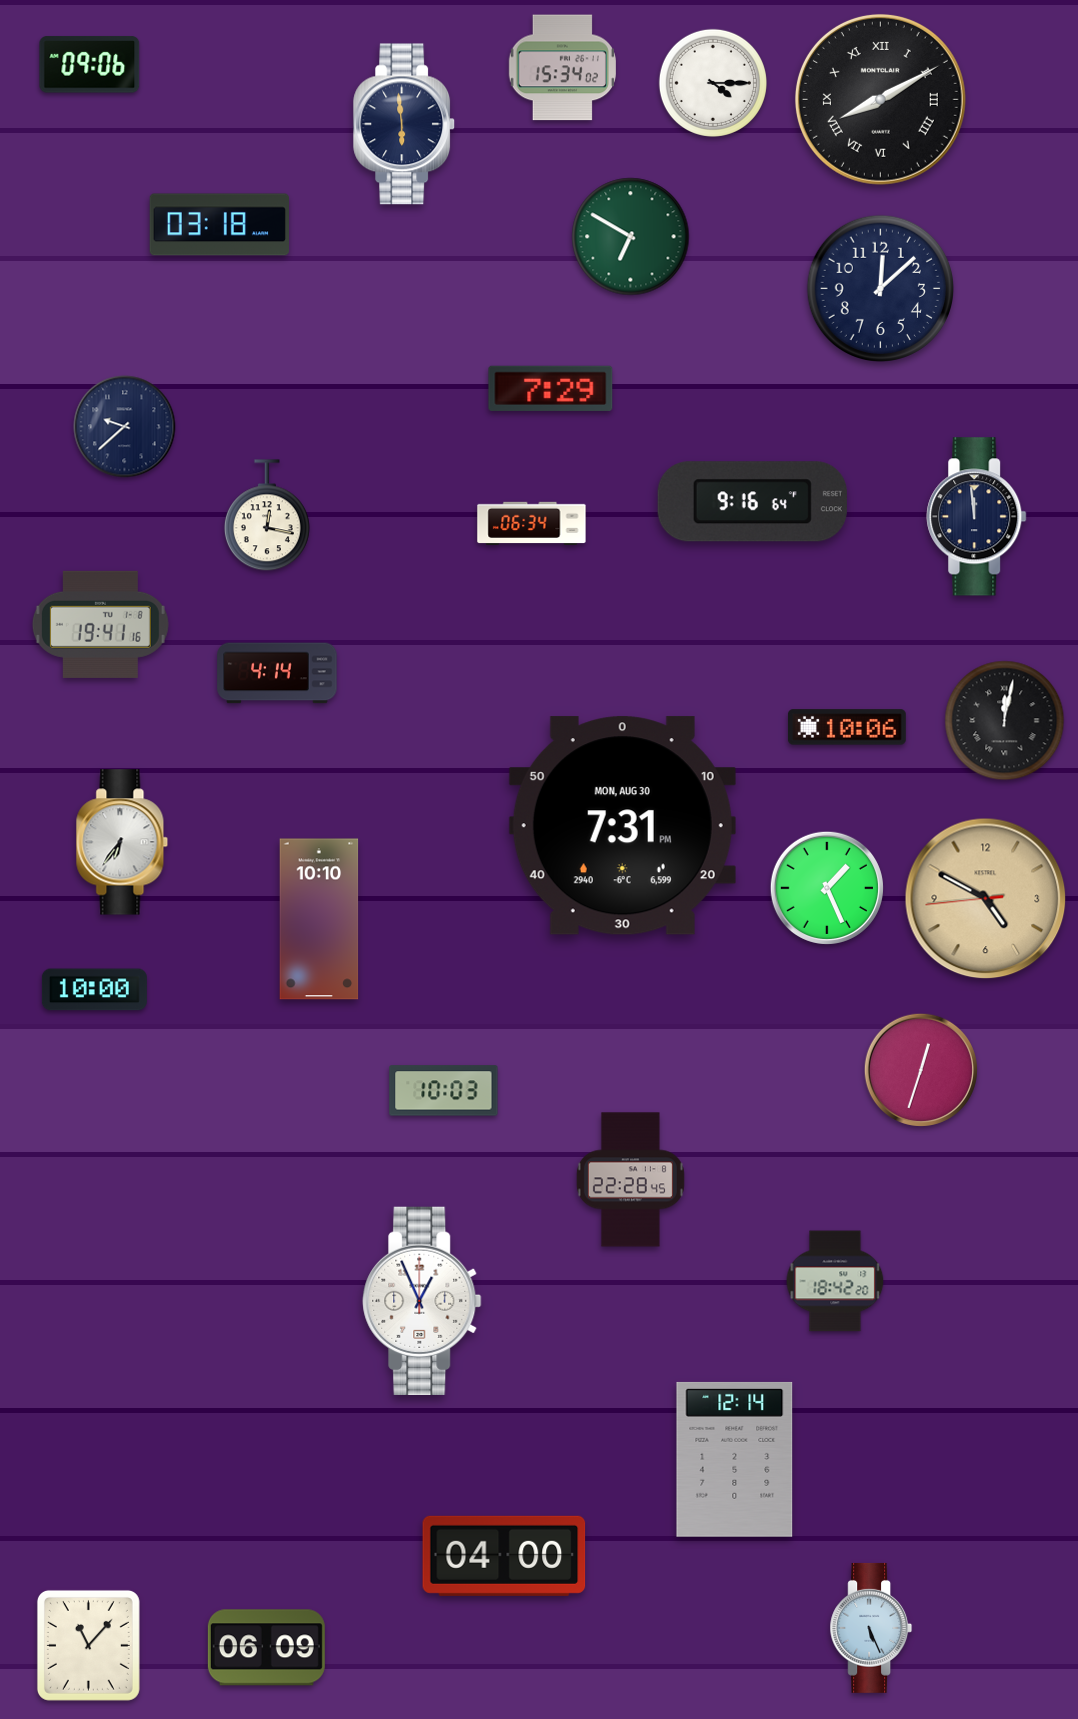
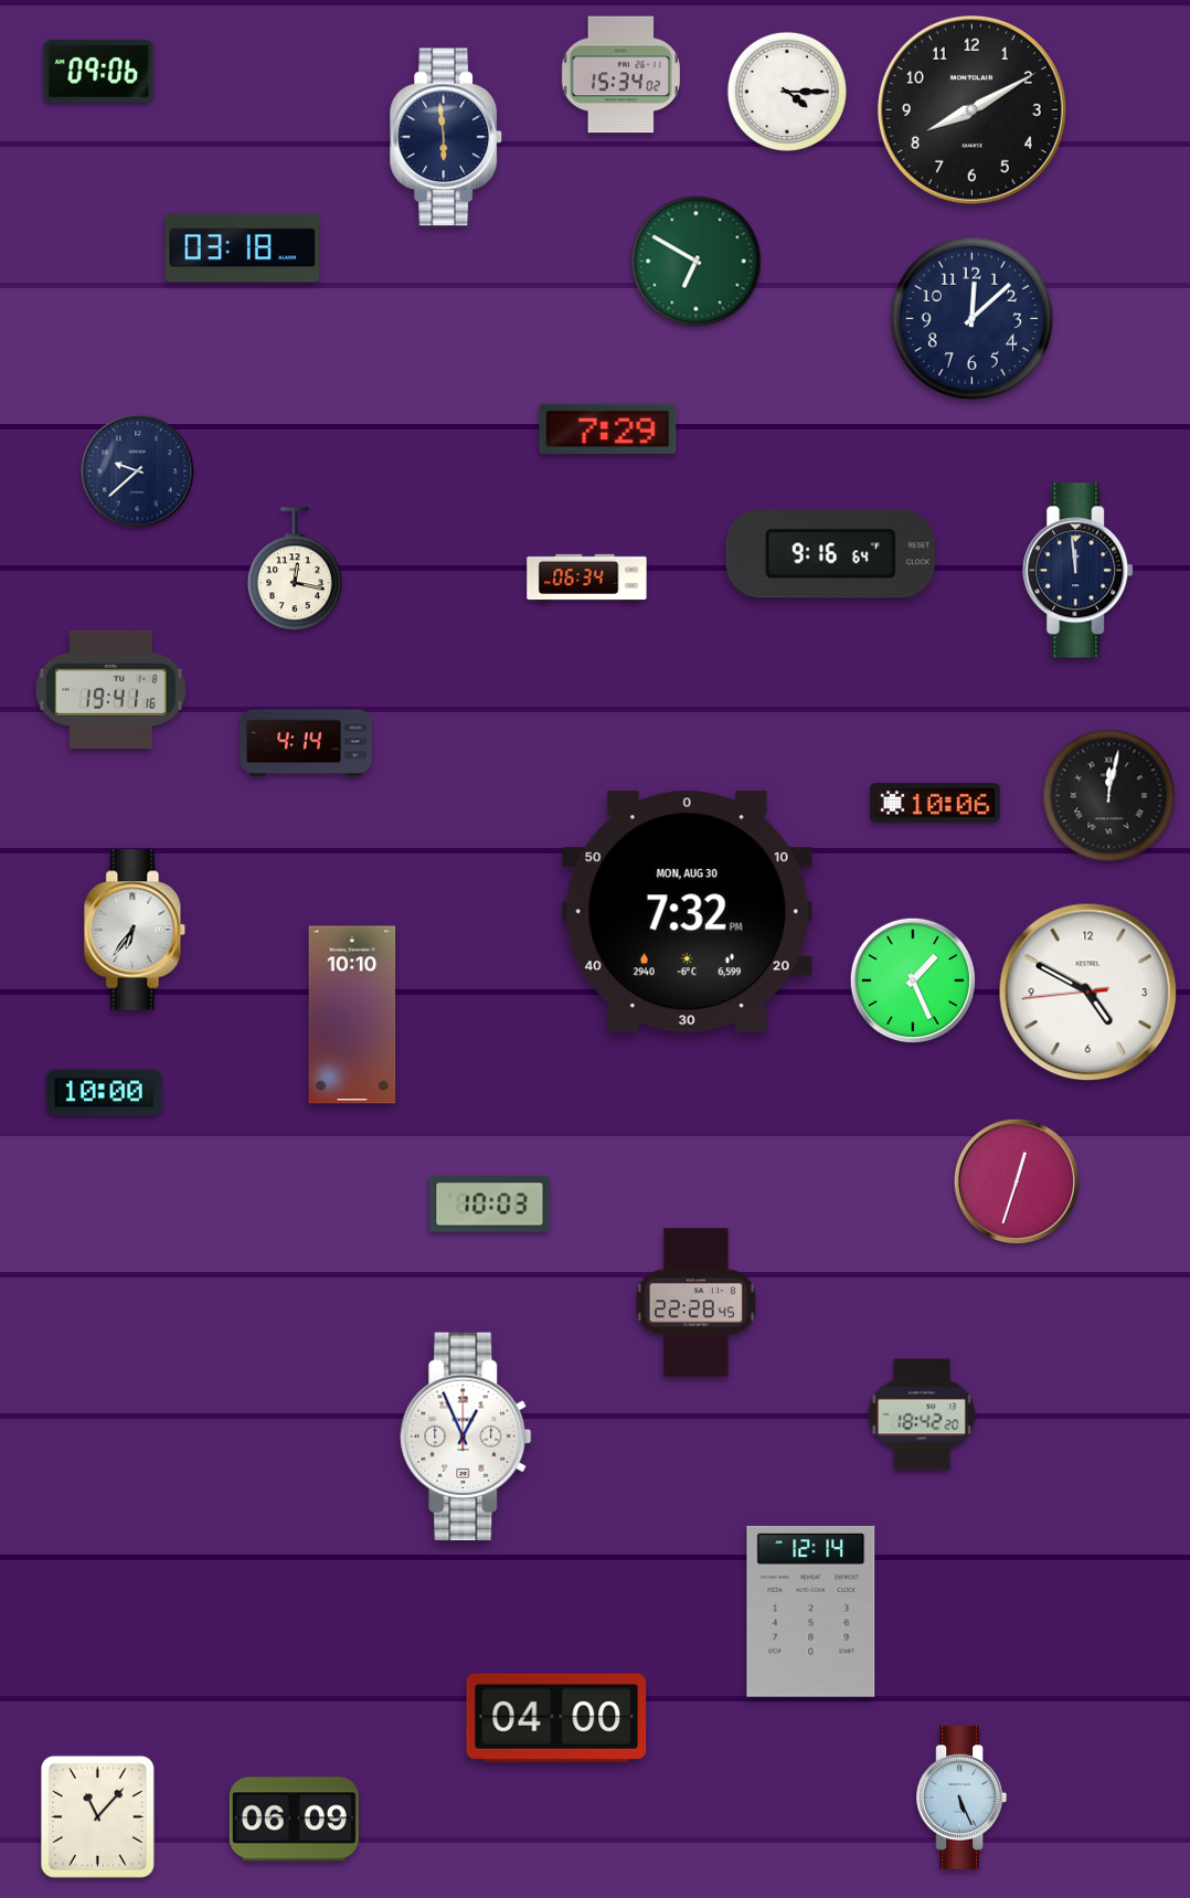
clock at (880, 99) numerals: Roman -> Arabic
clock at (622, 826): 7:31 -> 7:32
clock at (986, 899) dial: champagne -> white
